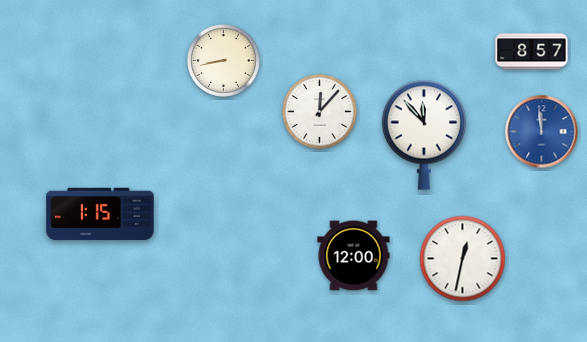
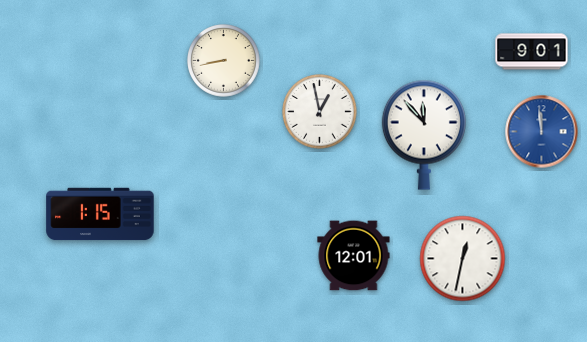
clock at (532, 52): 8:57 -> 9:01
clock at (320, 112): 12:07 -> 12:58
clock at (354, 256): 12:00 -> 12:01
